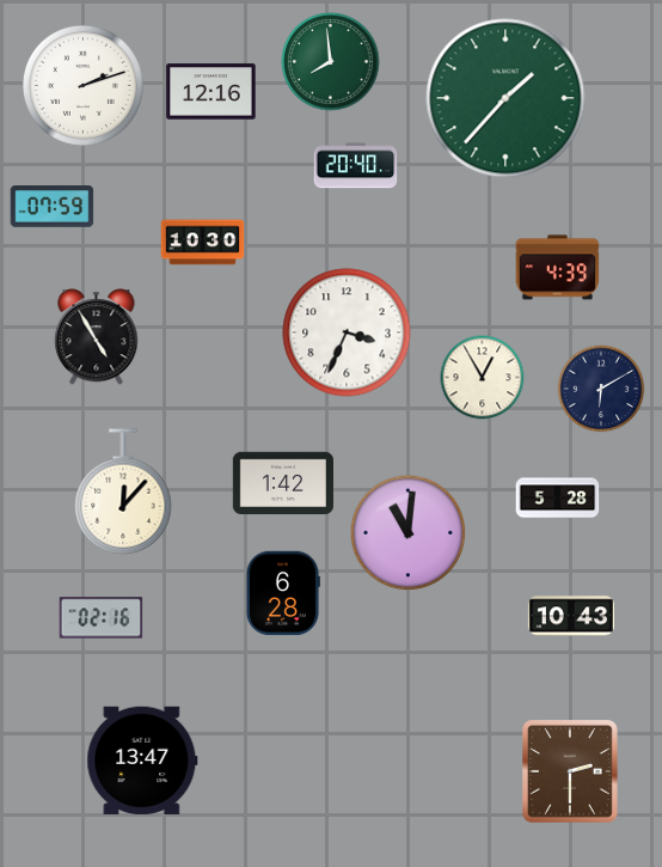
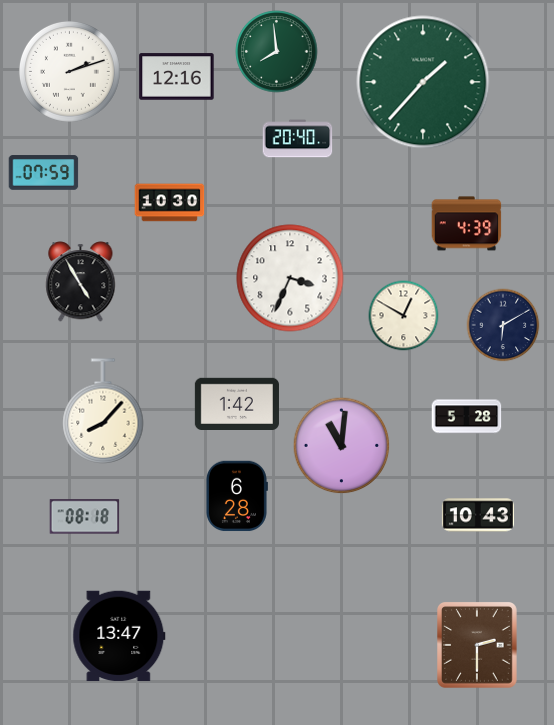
clock at (483, 378): 12:55 -> 12:50
clock at (123, 491): 12:07 -> 8:07
clock at (102, 618): 02:16 -> 08:18
